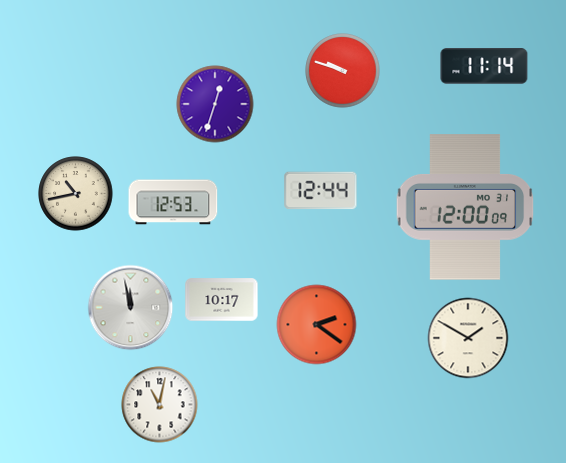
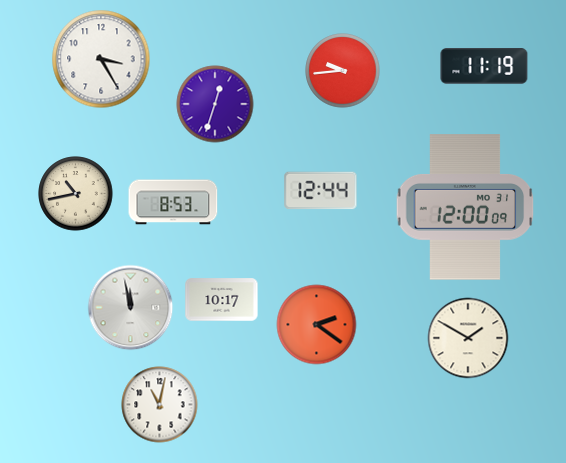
clock at (101, 59): none -> 3:25
clock at (484, 66): 11:14 -> 11:19
clock at (343, 71): 9:48 -> 9:44
clock at (173, 202): 12:53 -> 8:53
